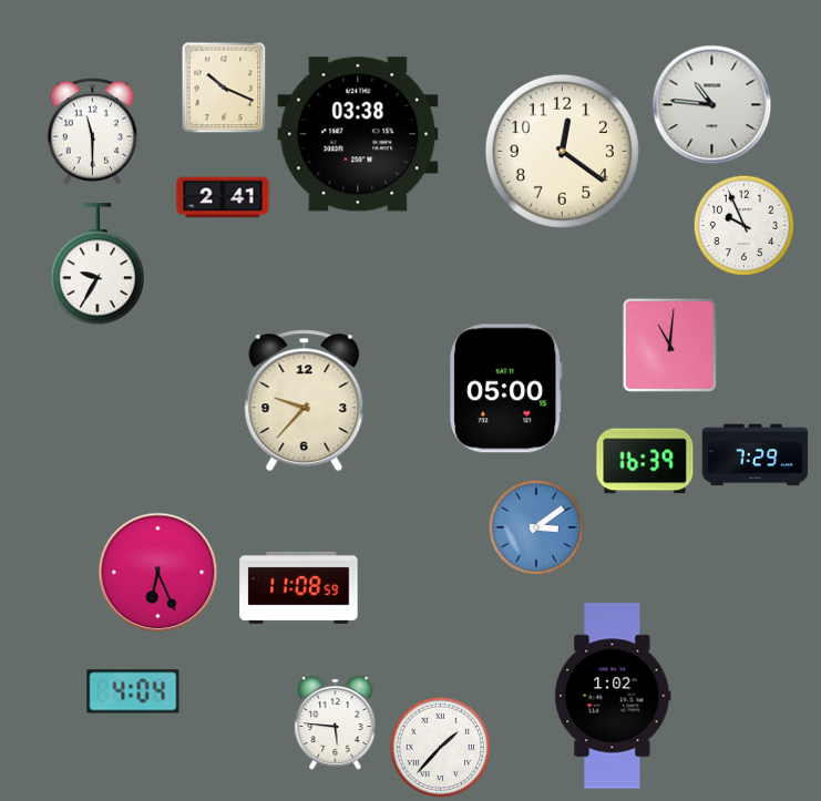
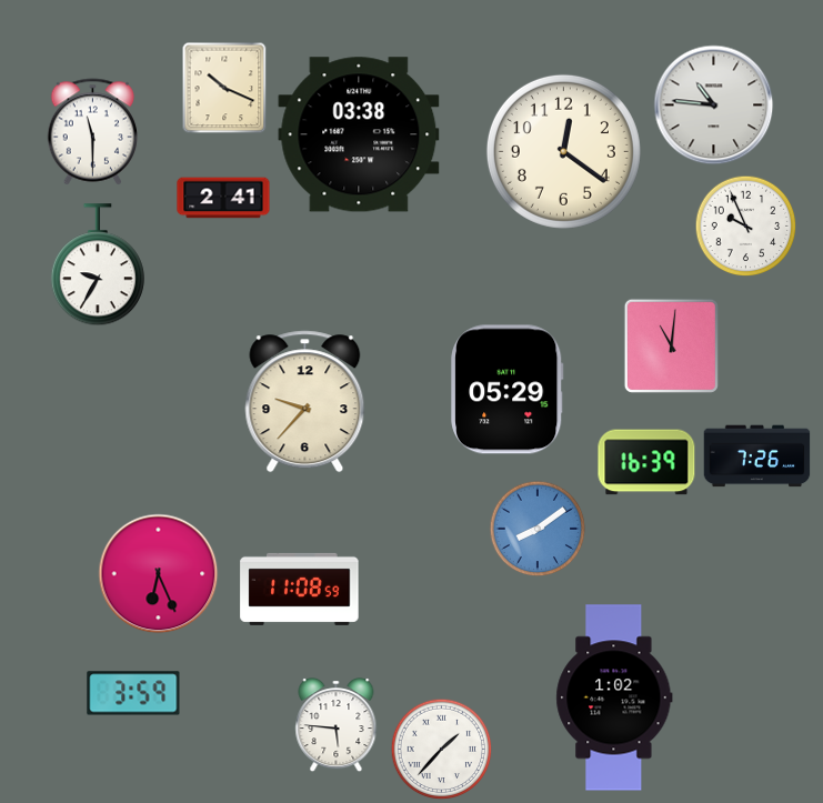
clock at (506, 389): 05:00 -> 05:29
clock at (756, 455): 7:29 -> 7:26
clock at (536, 527): 3:09 -> 8:09
clock at (133, 691): 4:04 -> 3:59
